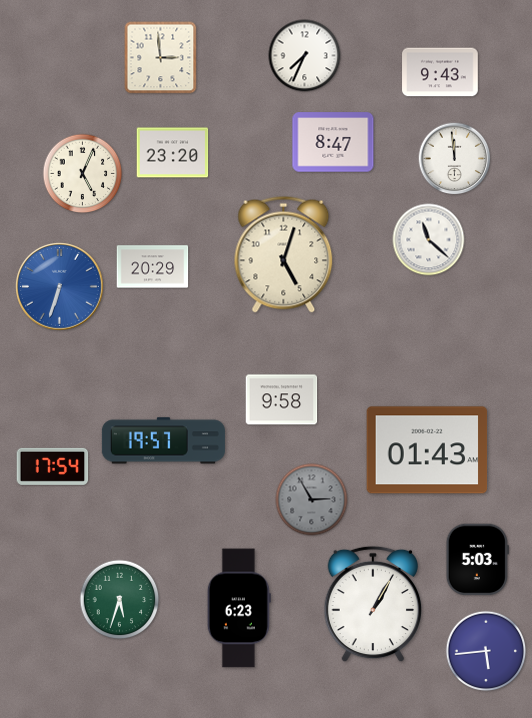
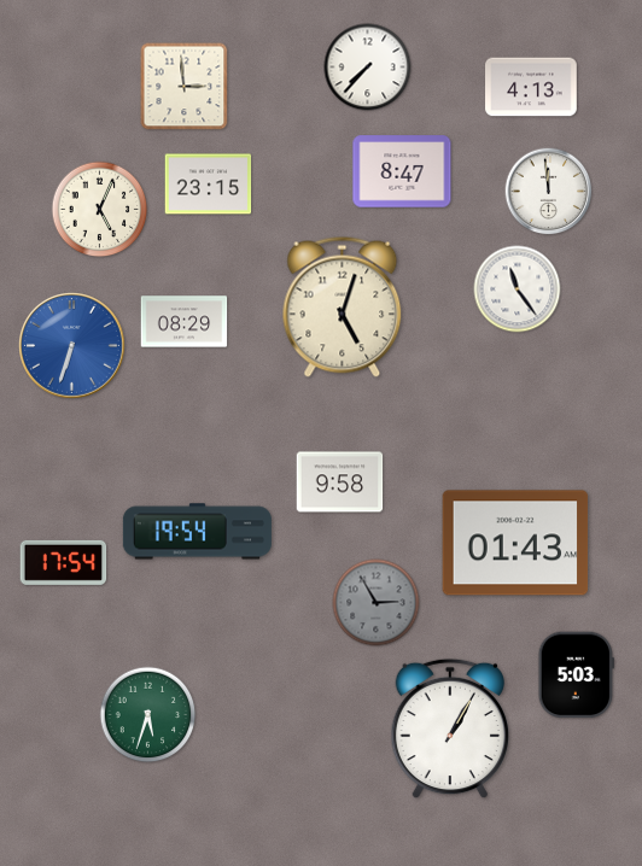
clock at (305, 56): 7:34 -> 7:37
clock at (161, 58) position: (161, 58) -> (185, 87)
clock at (440, 72): 9:43 -> 4:13
clock at (173, 153): 23:20 -> 23:15
clock at (429, 240): 11:22 -> 11:24
clock at (153, 267): 20:29 -> 08:29
clock at (163, 441): 19:57 -> 19:54
clock at (120, 600) position: (120, 600) -> (148, 715)
clock at (239, 608): 6:23 -> none
clock at (486, 651): 5:44 -> none
